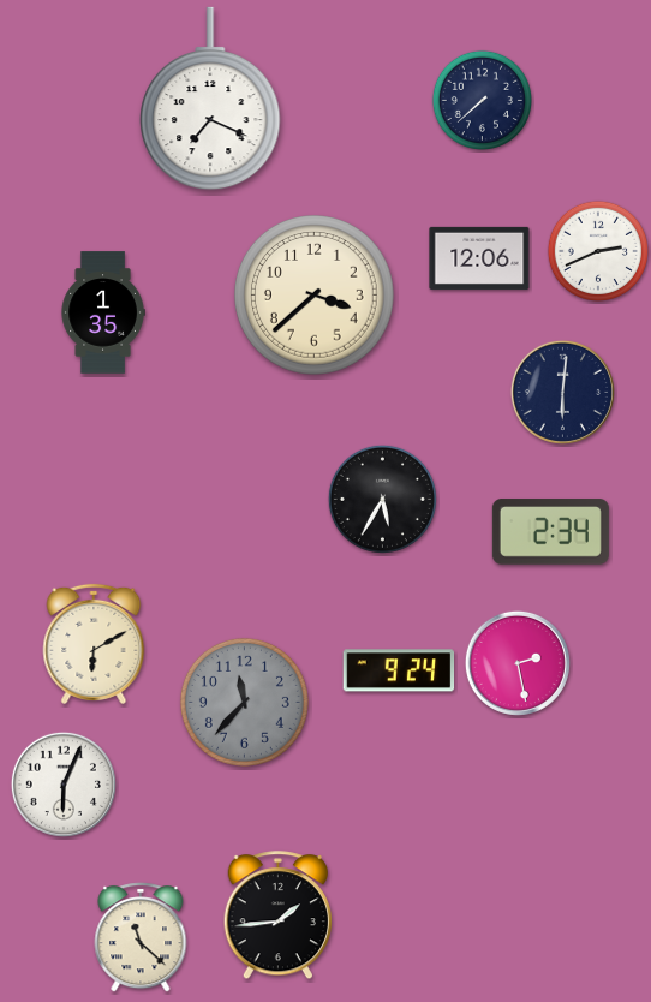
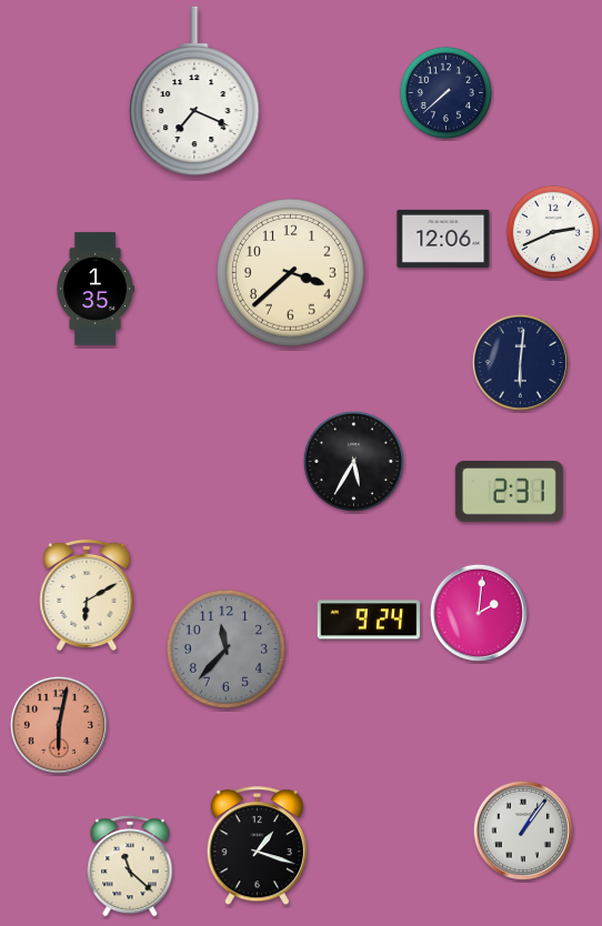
clock at (550, 532): 2:34 -> 2:31
clock at (518, 663): 2:28 -> 2:01
clock at (64, 785): 6:04 -> 6:02
clock at (64, 785) dial: white -> salmon
clock at (523, 831): none -> 1:06
clock at (277, 915): 1:44 -> 1:18
